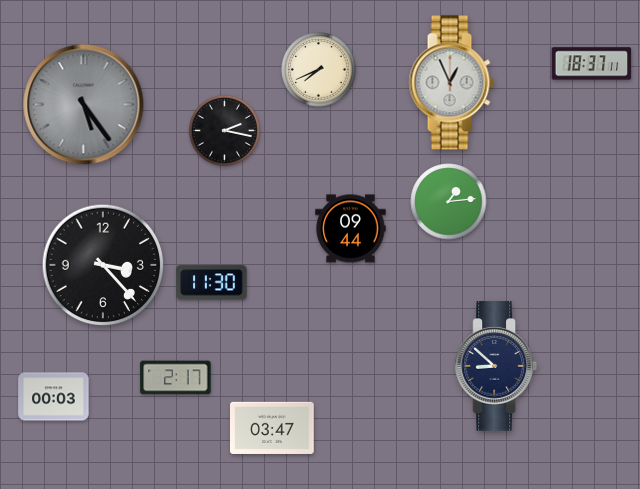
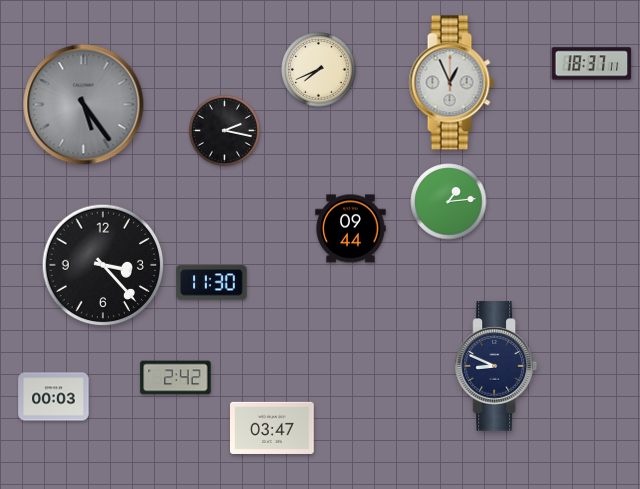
clock at (496, 366): 8:52 -> 8:49
clock at (176, 378): 2:17 -> 2:42
